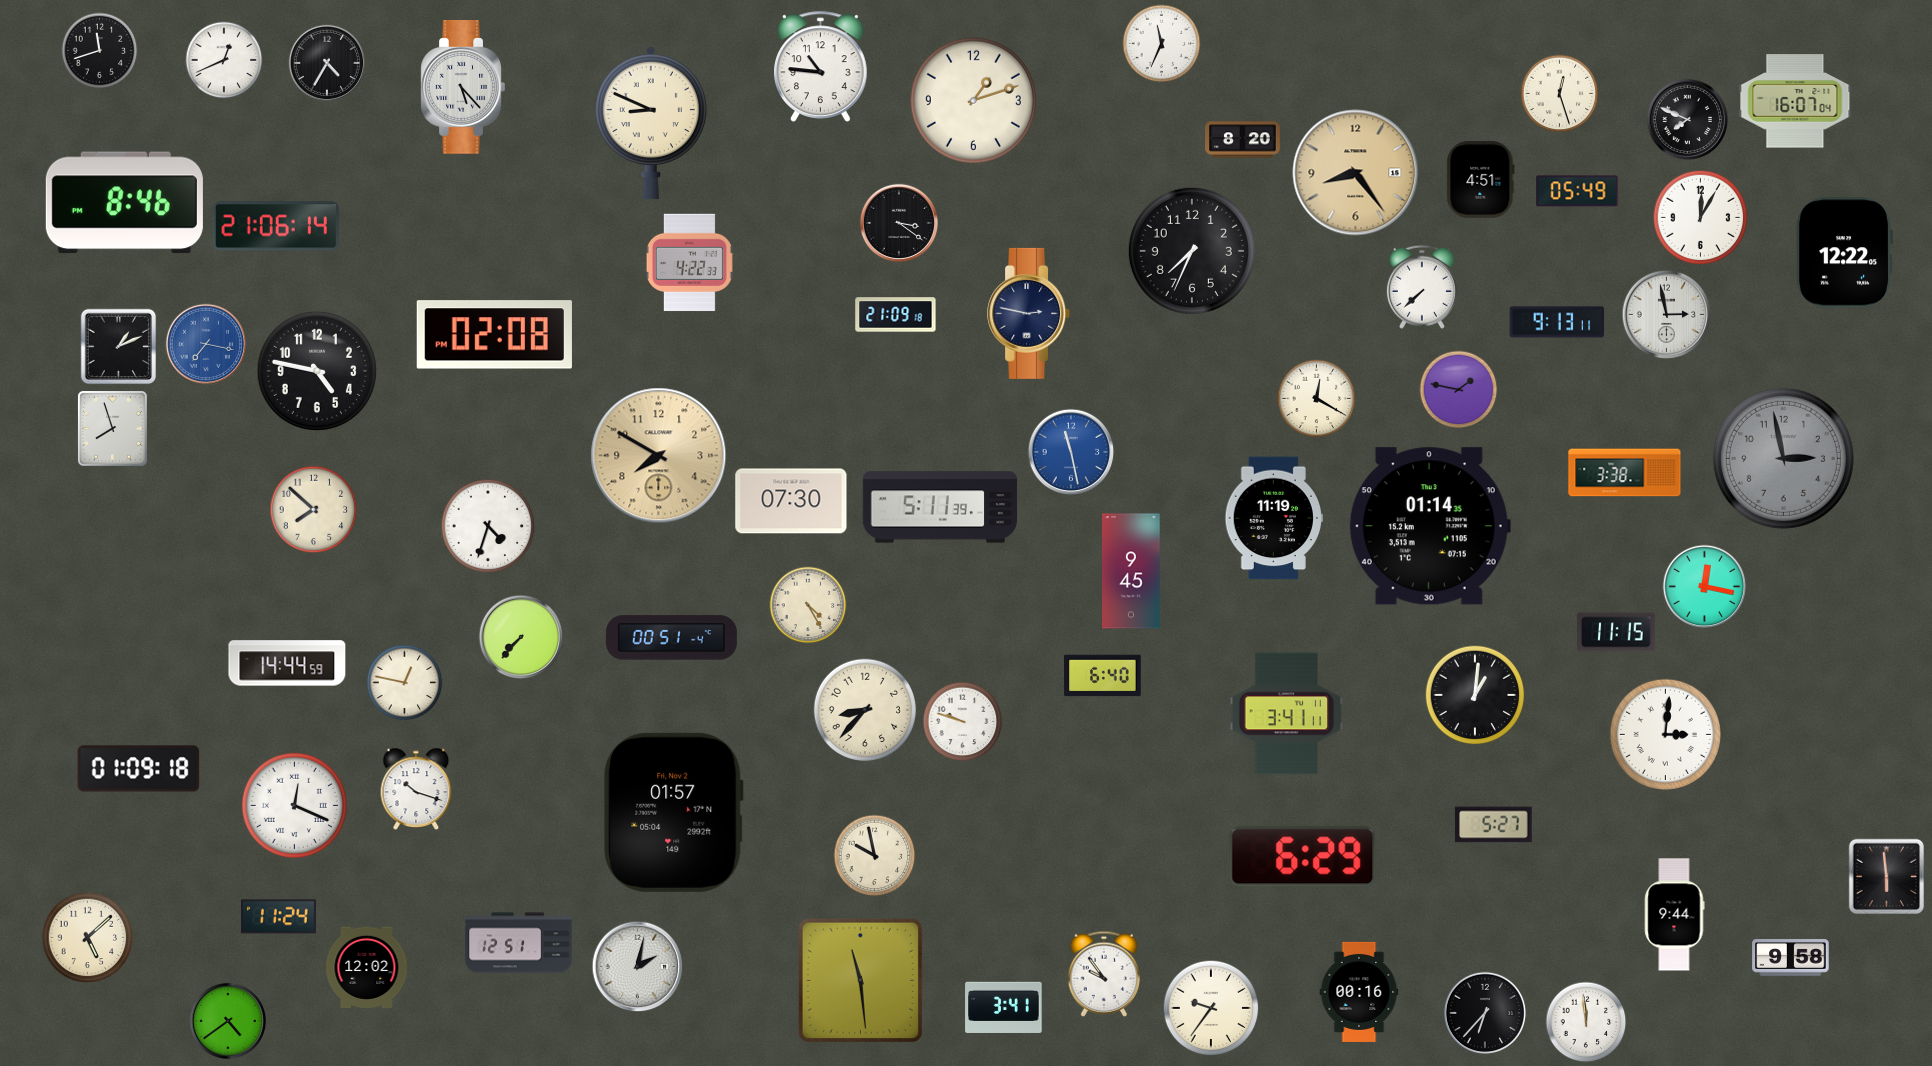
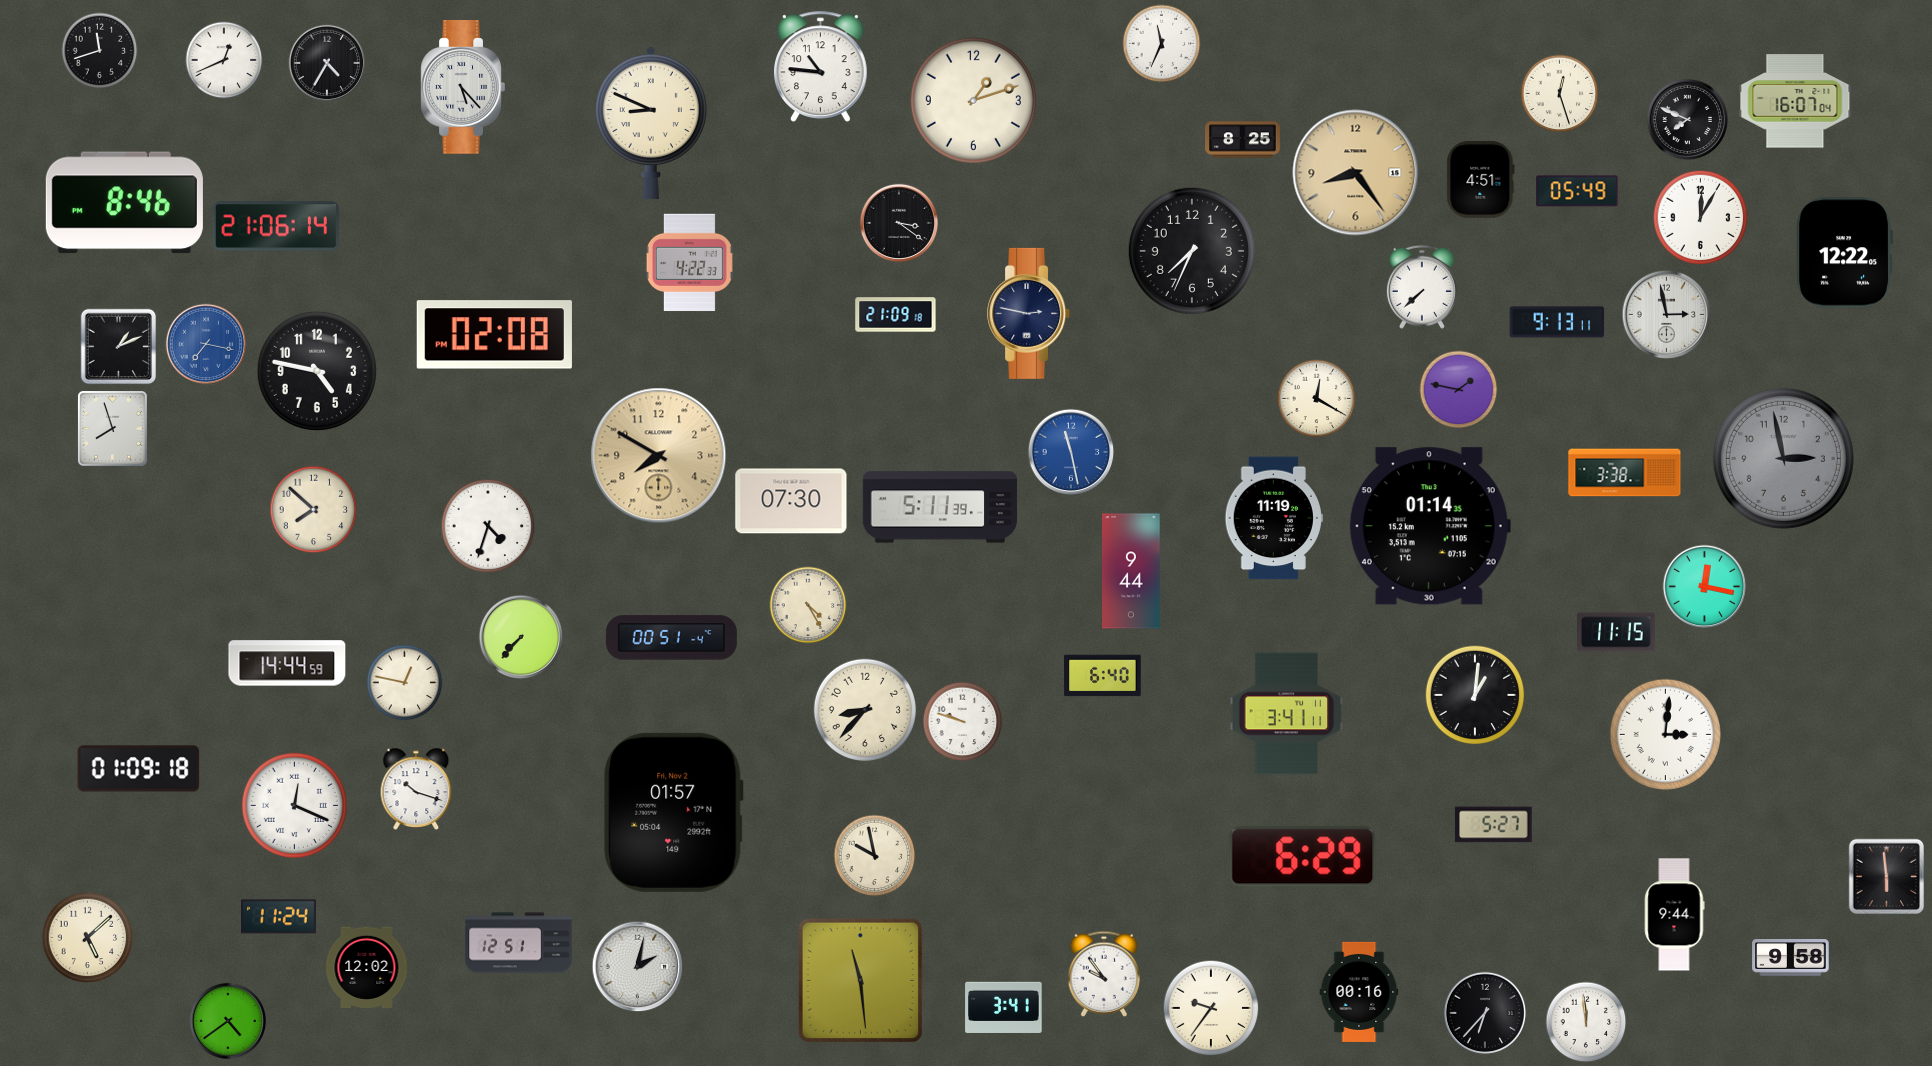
clock at (1243, 140): 8:20 -> 8:25
clock at (1131, 571): 9:45 -> 9:44
